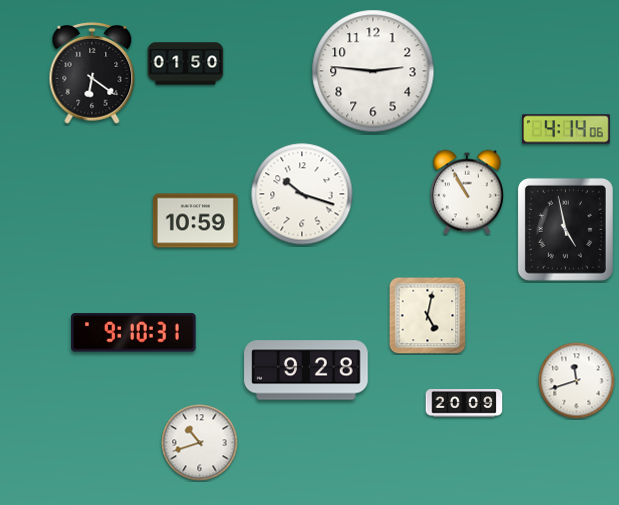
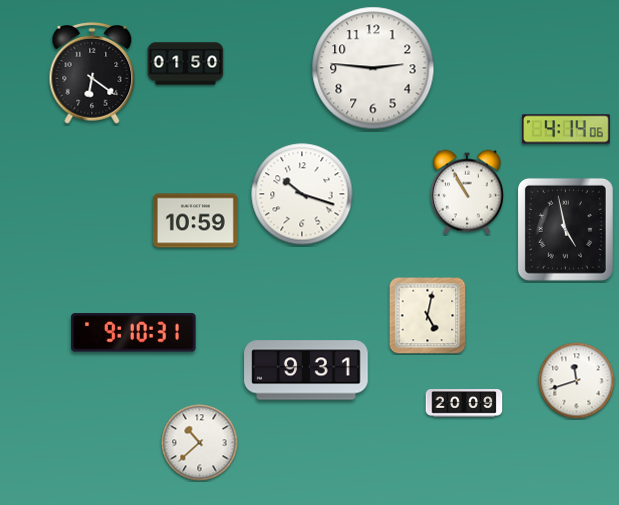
clock at (373, 71) position: (373, 71) -> (373, 68)
clock at (306, 370): 9:28 -> 9:31
clock at (200, 443): 10:42 -> 10:38
